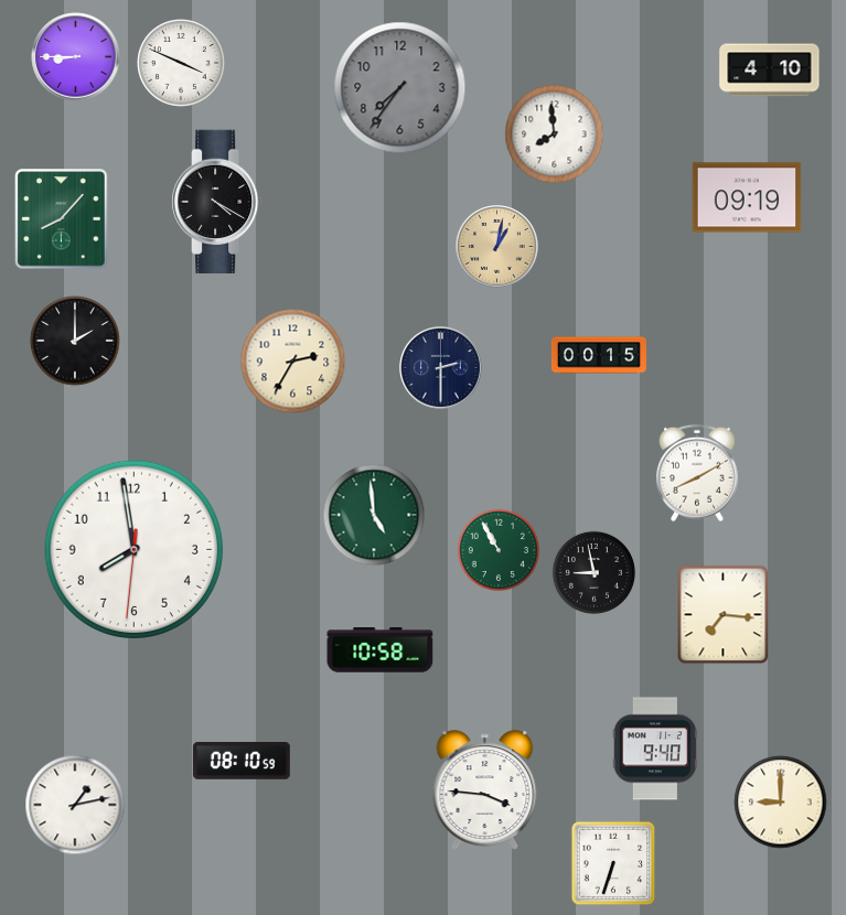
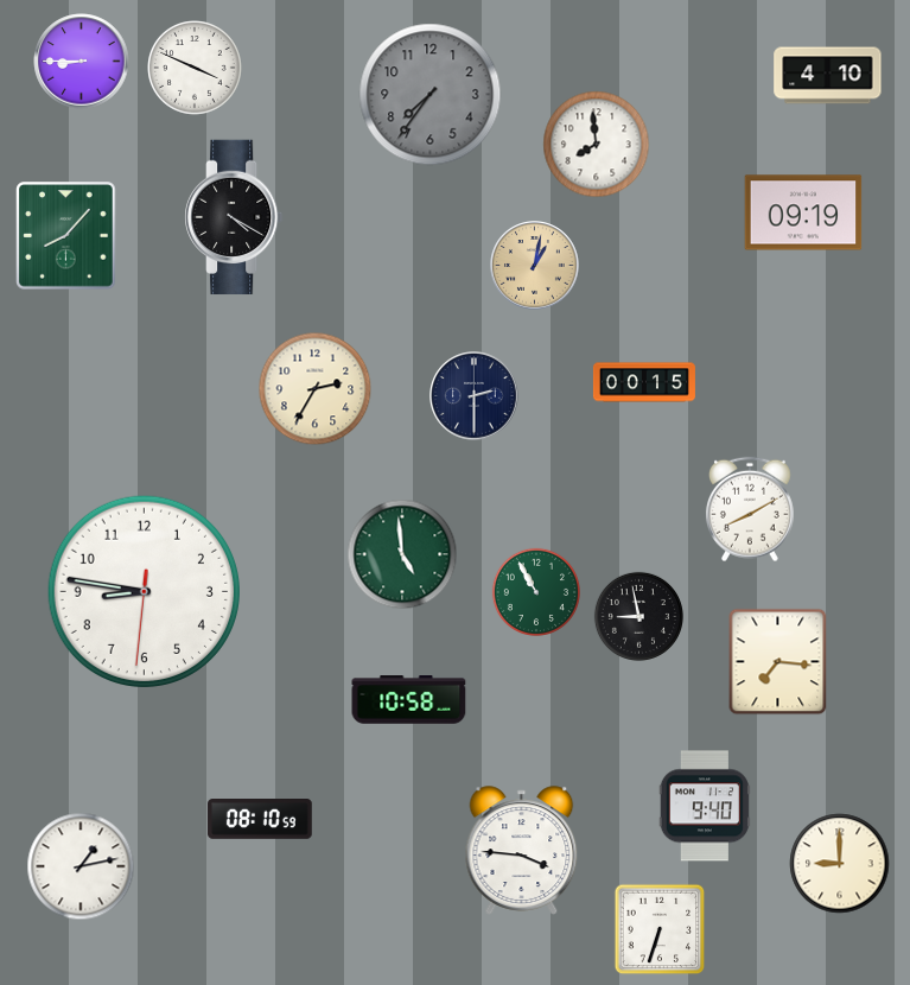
clock at (75, 341): 2:00 -> none
clock at (133, 549): 7:58 -> 8:46
